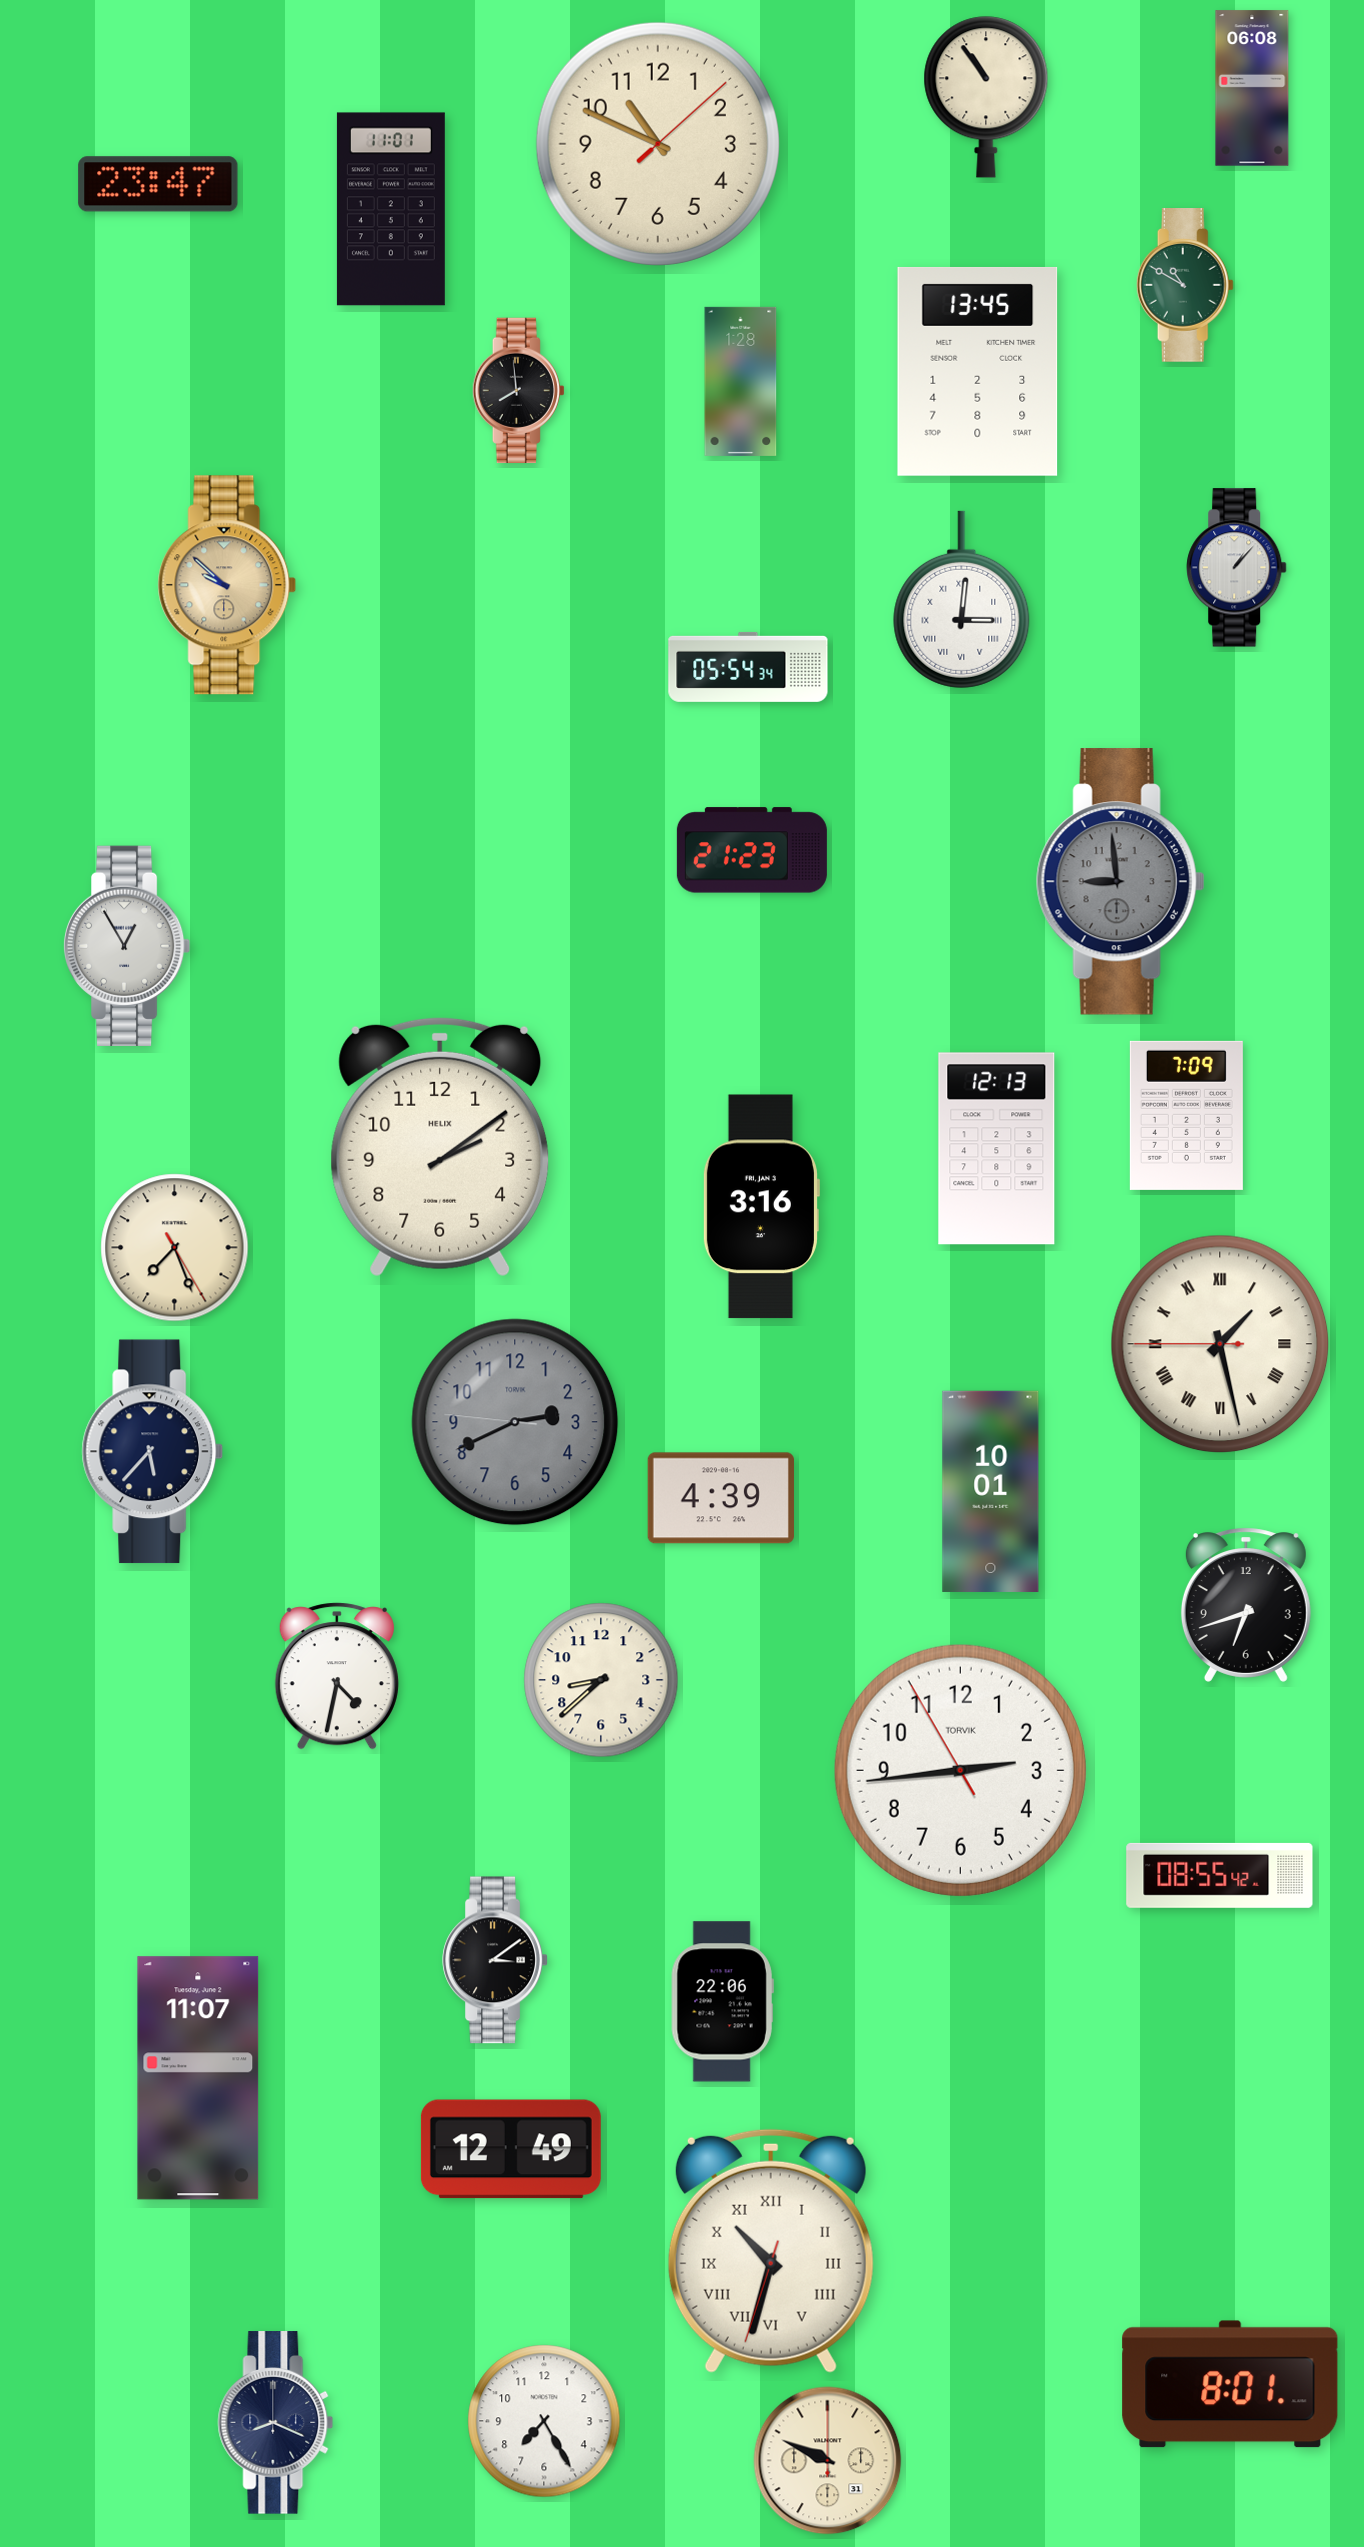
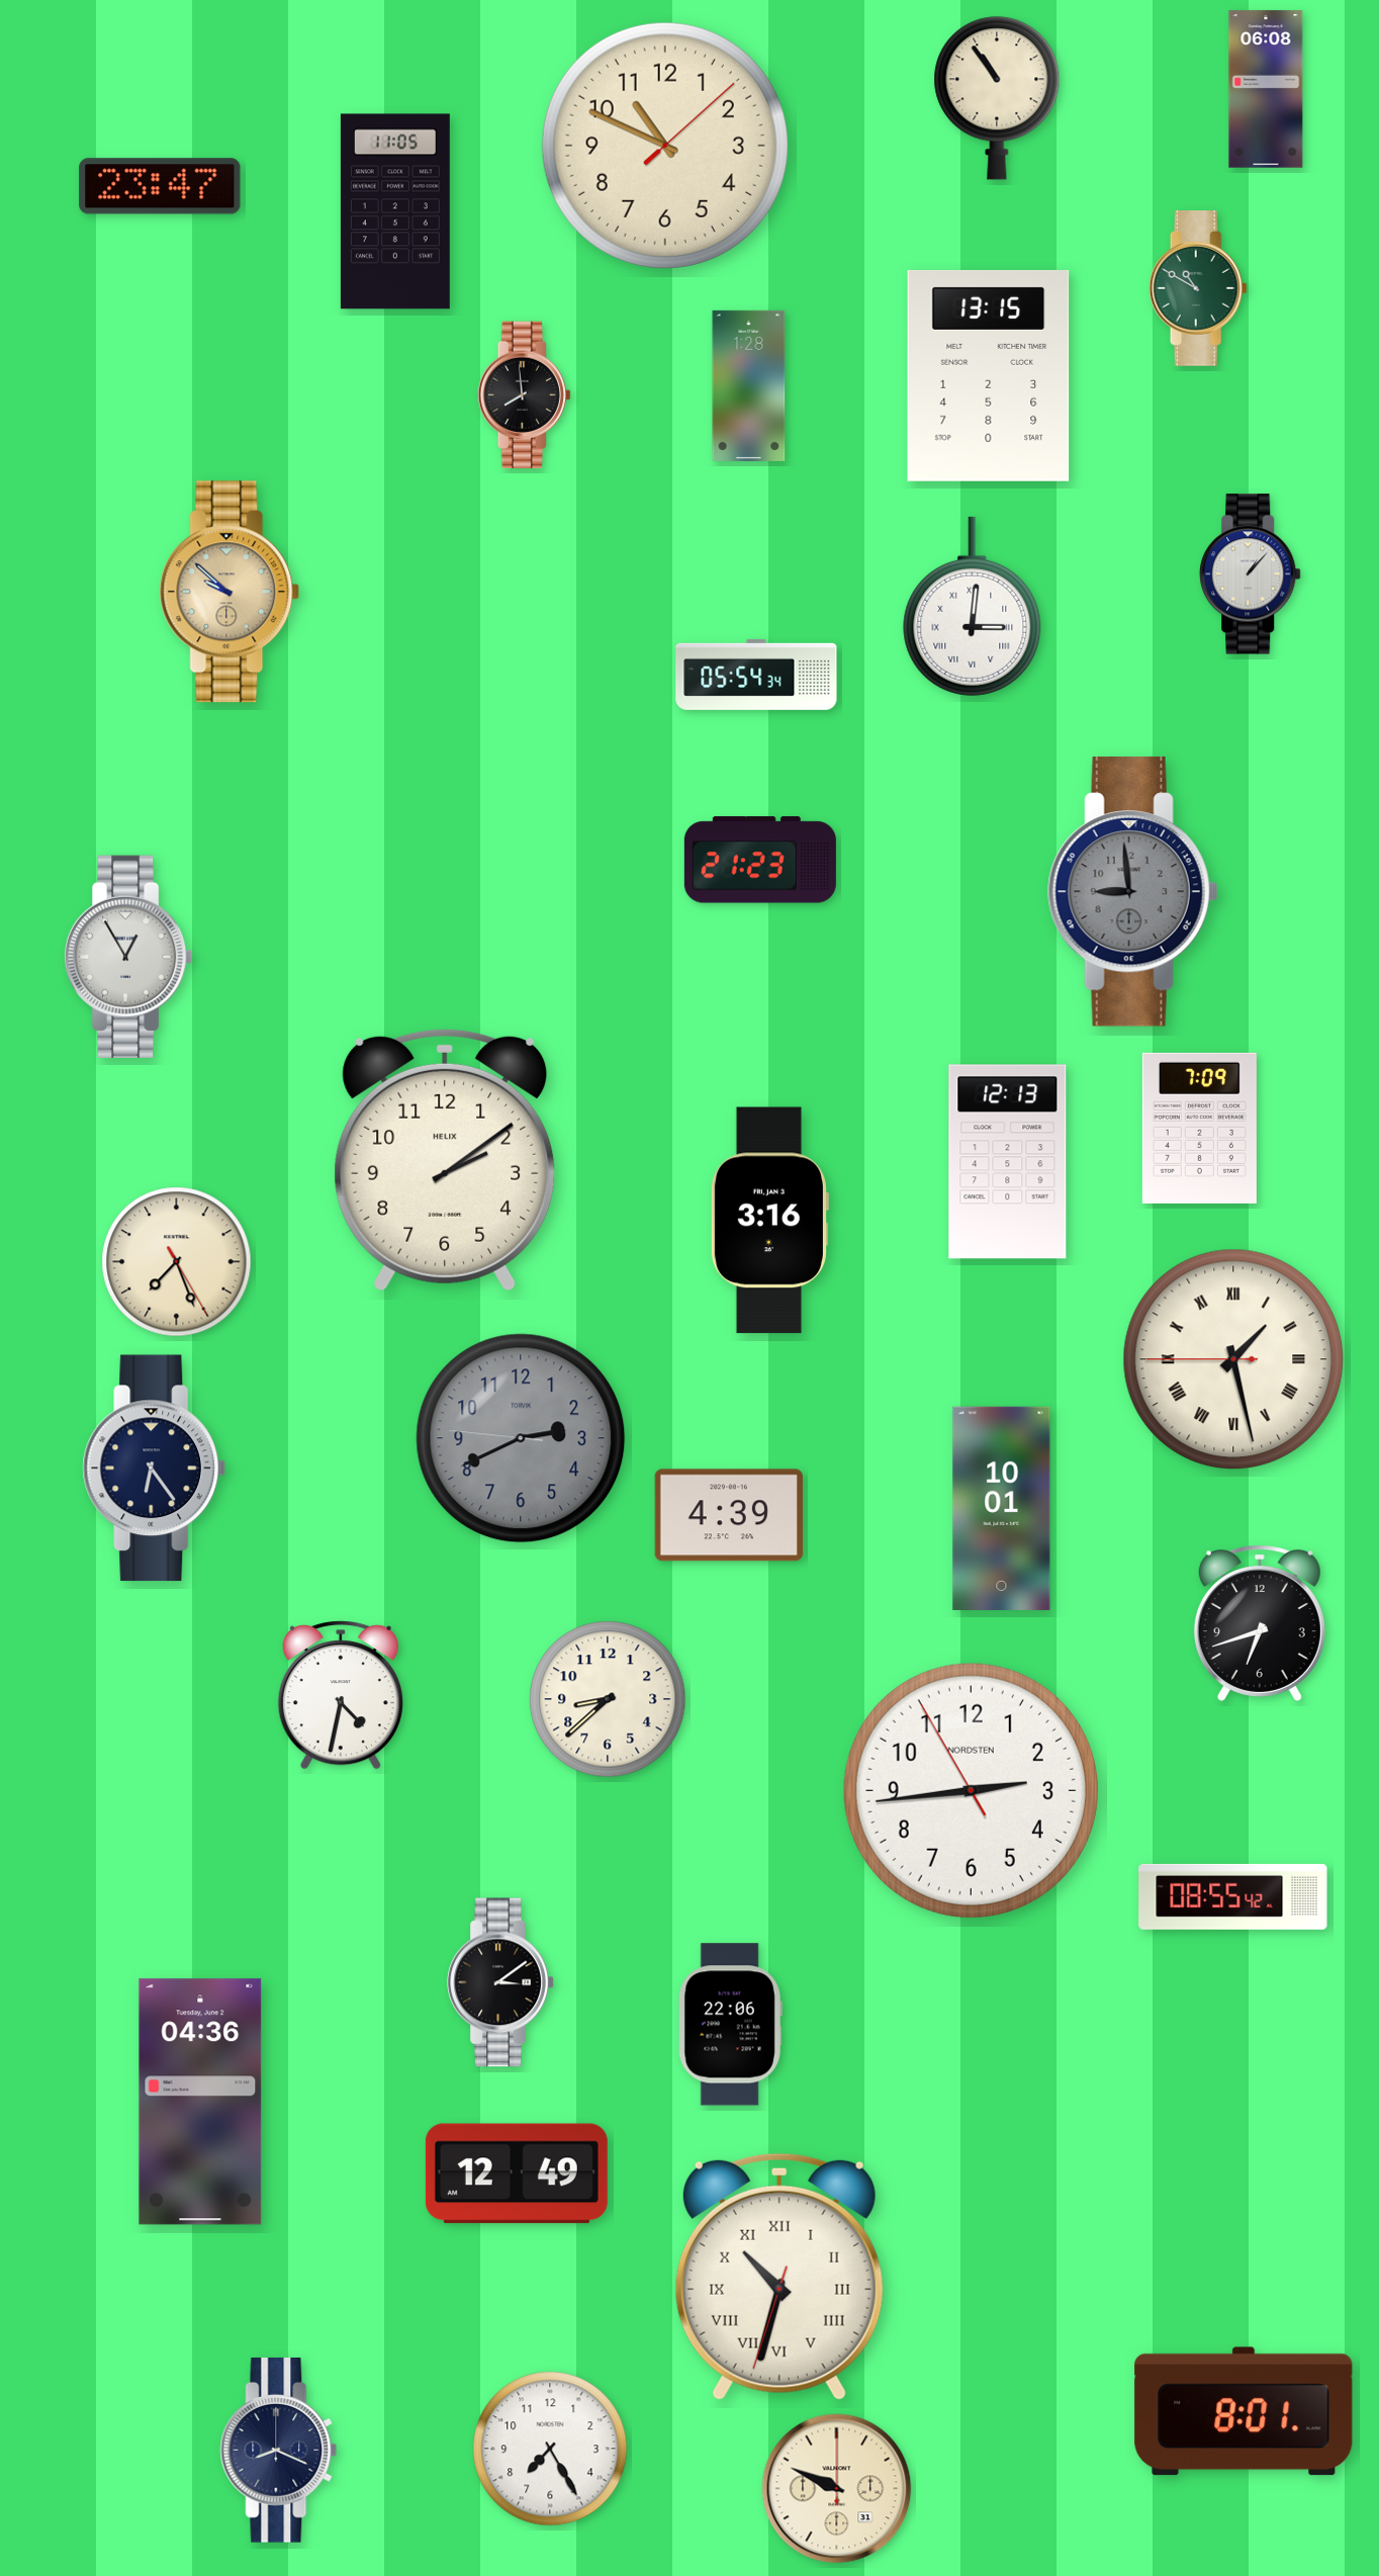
clock at (391, 209): 11:01 -> 11:05
clock at (978, 371): 13:45 -> 13:15
clock at (153, 1452): 5:37 -> 6:24
clock at (960, 1770) brand: TORVIK -> NORDSTEN
clock at (198, 2078): 11:07 -> 04:36
